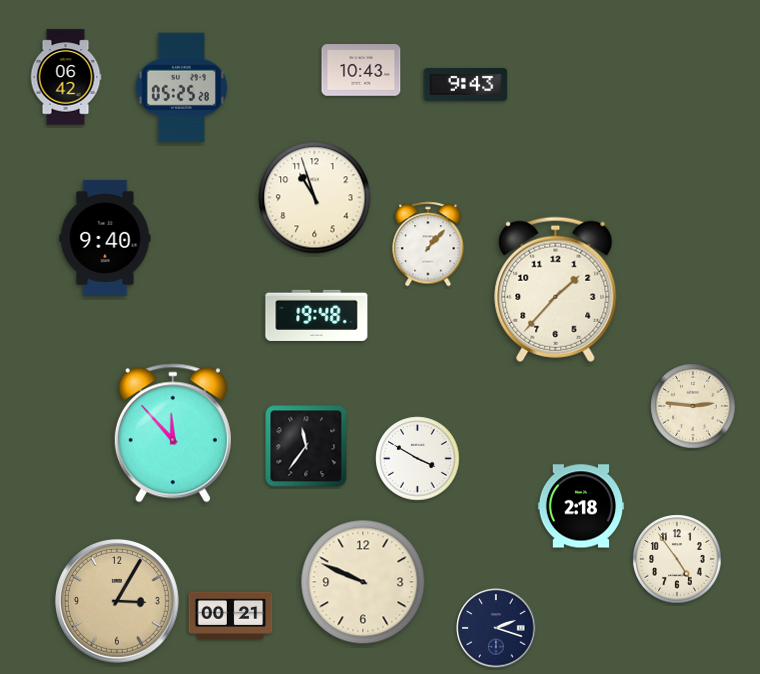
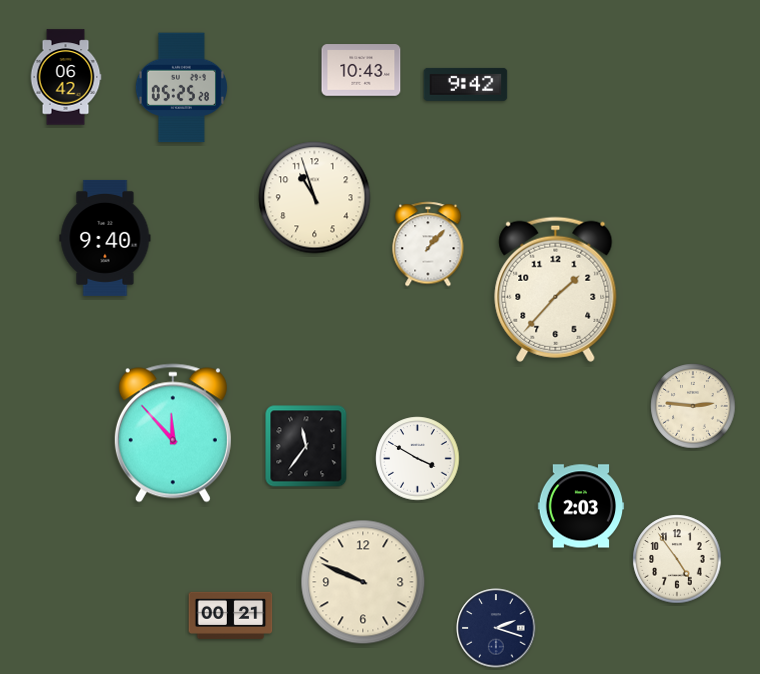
clock at (466, 84): 9:43 -> 9:42
clock at (317, 315): 19:48 -> none
clock at (581, 506): 2:18 -> 2:03
clock at (117, 601): 3:05 -> none
